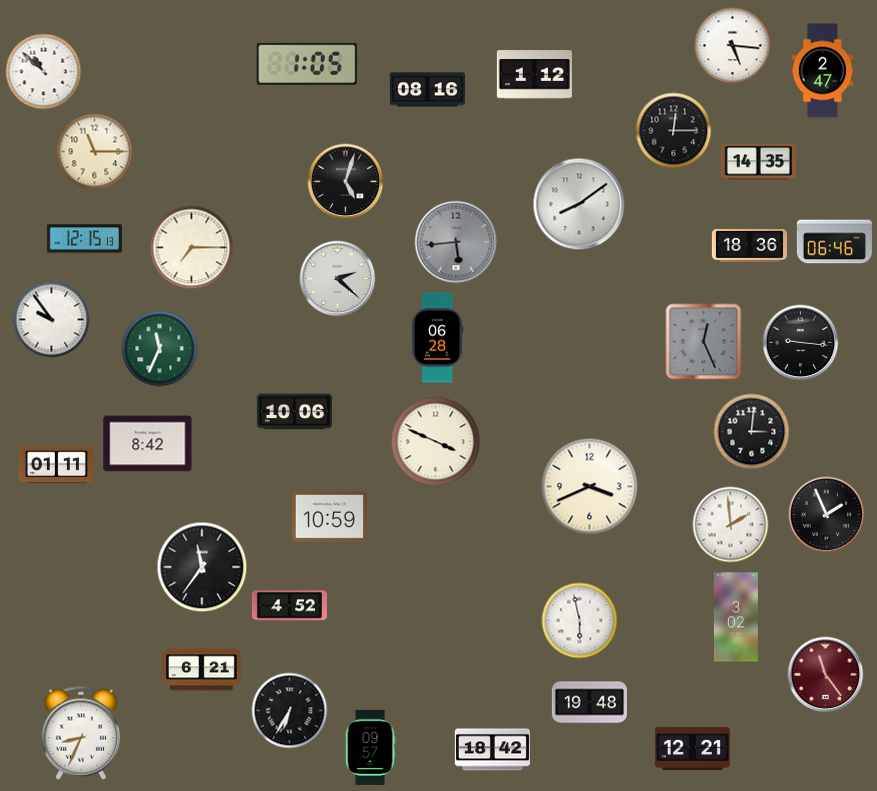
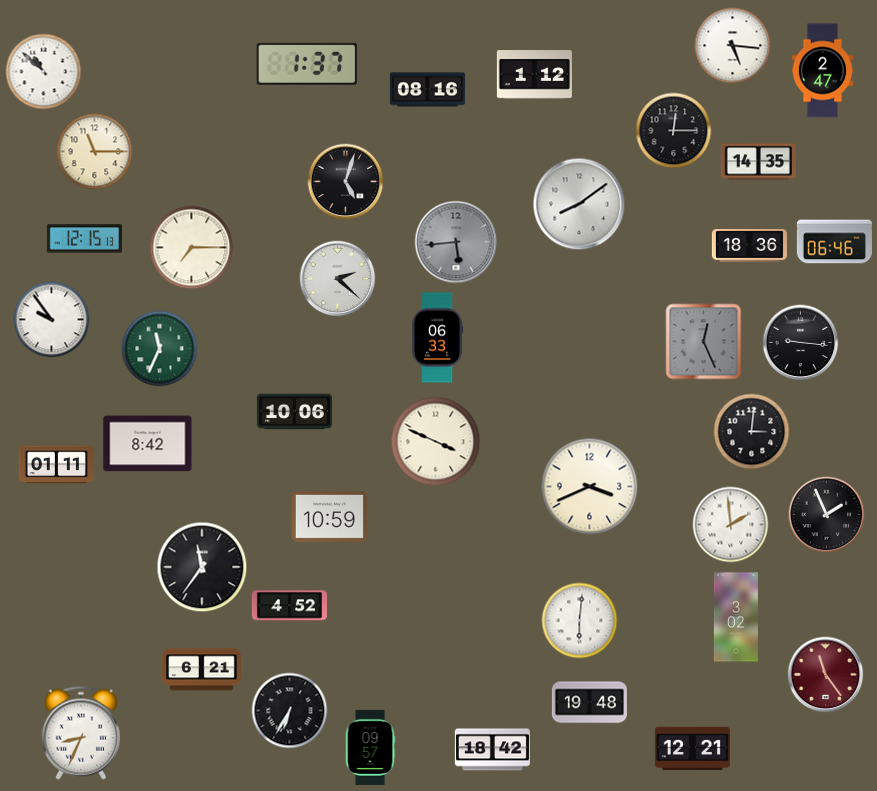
clock at (307, 64): 1:05 -> 1:37
clock at (438, 338): 06:28 -> 06:33
clock at (580, 621): 5:58 -> 6:01
